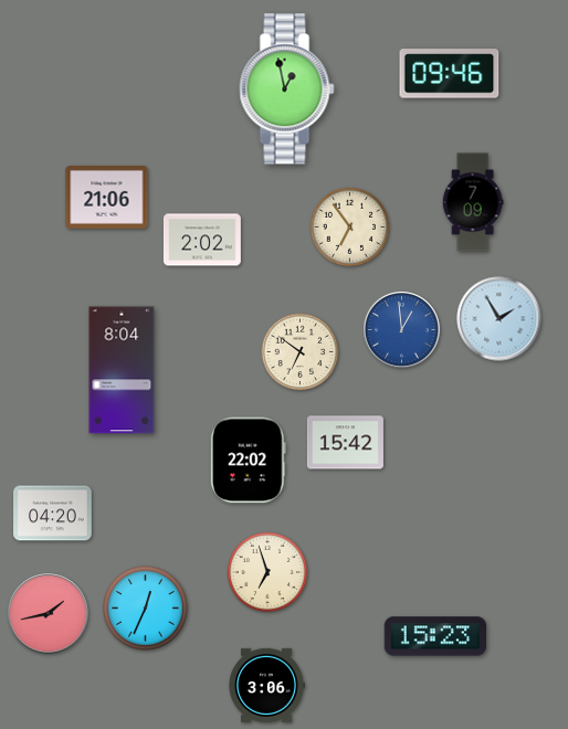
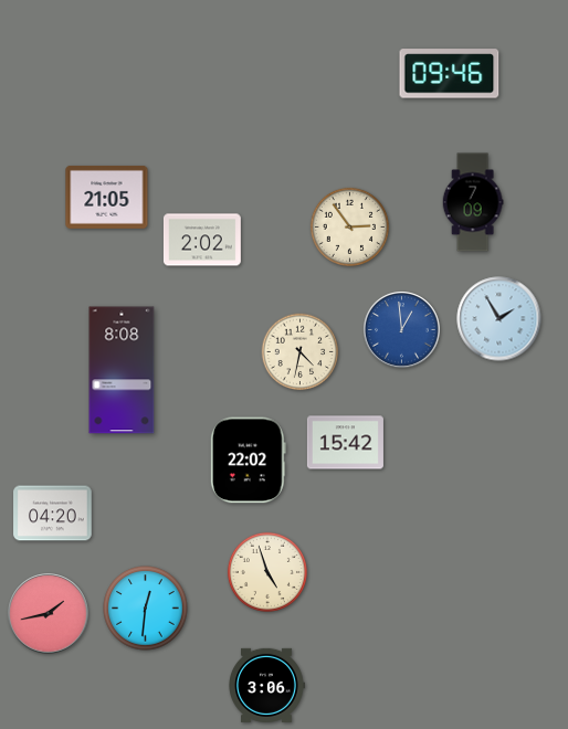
clock at (287, 89): 12:58 -> none
clock at (107, 197): 21:06 -> 21:05
clock at (349, 226): 6:54 -> 2:54
clock at (301, 352): 6:51 -> 4:32
clock at (122, 370): 8:04 -> 8:08
clock at (267, 572): 6:57 -> 4:57
clock at (146, 609): 12:34 -> 12:31
clock at (435, 636): 15:23 -> none
